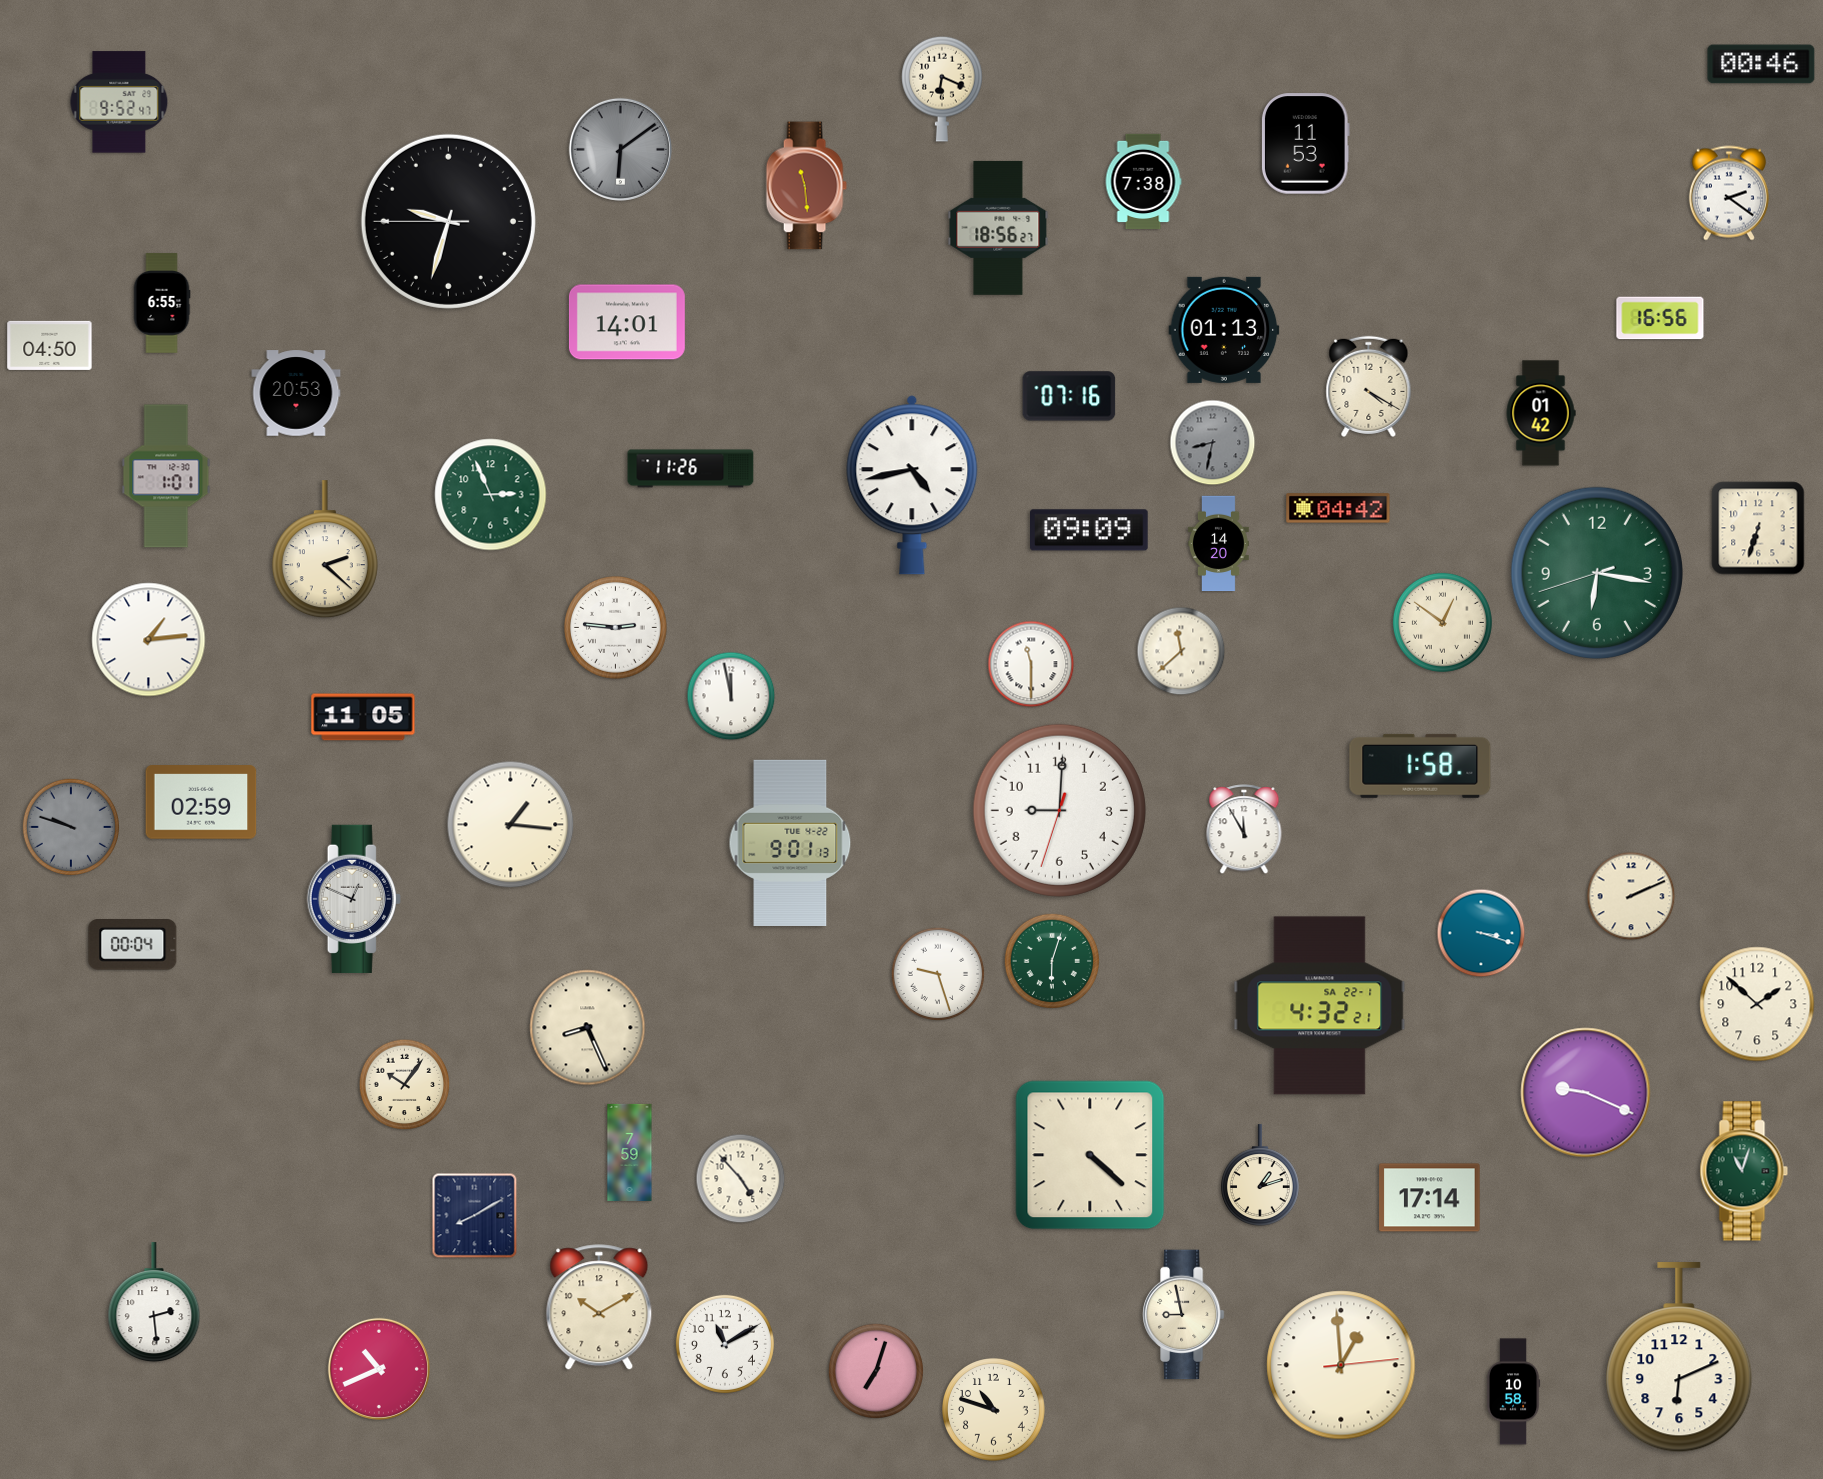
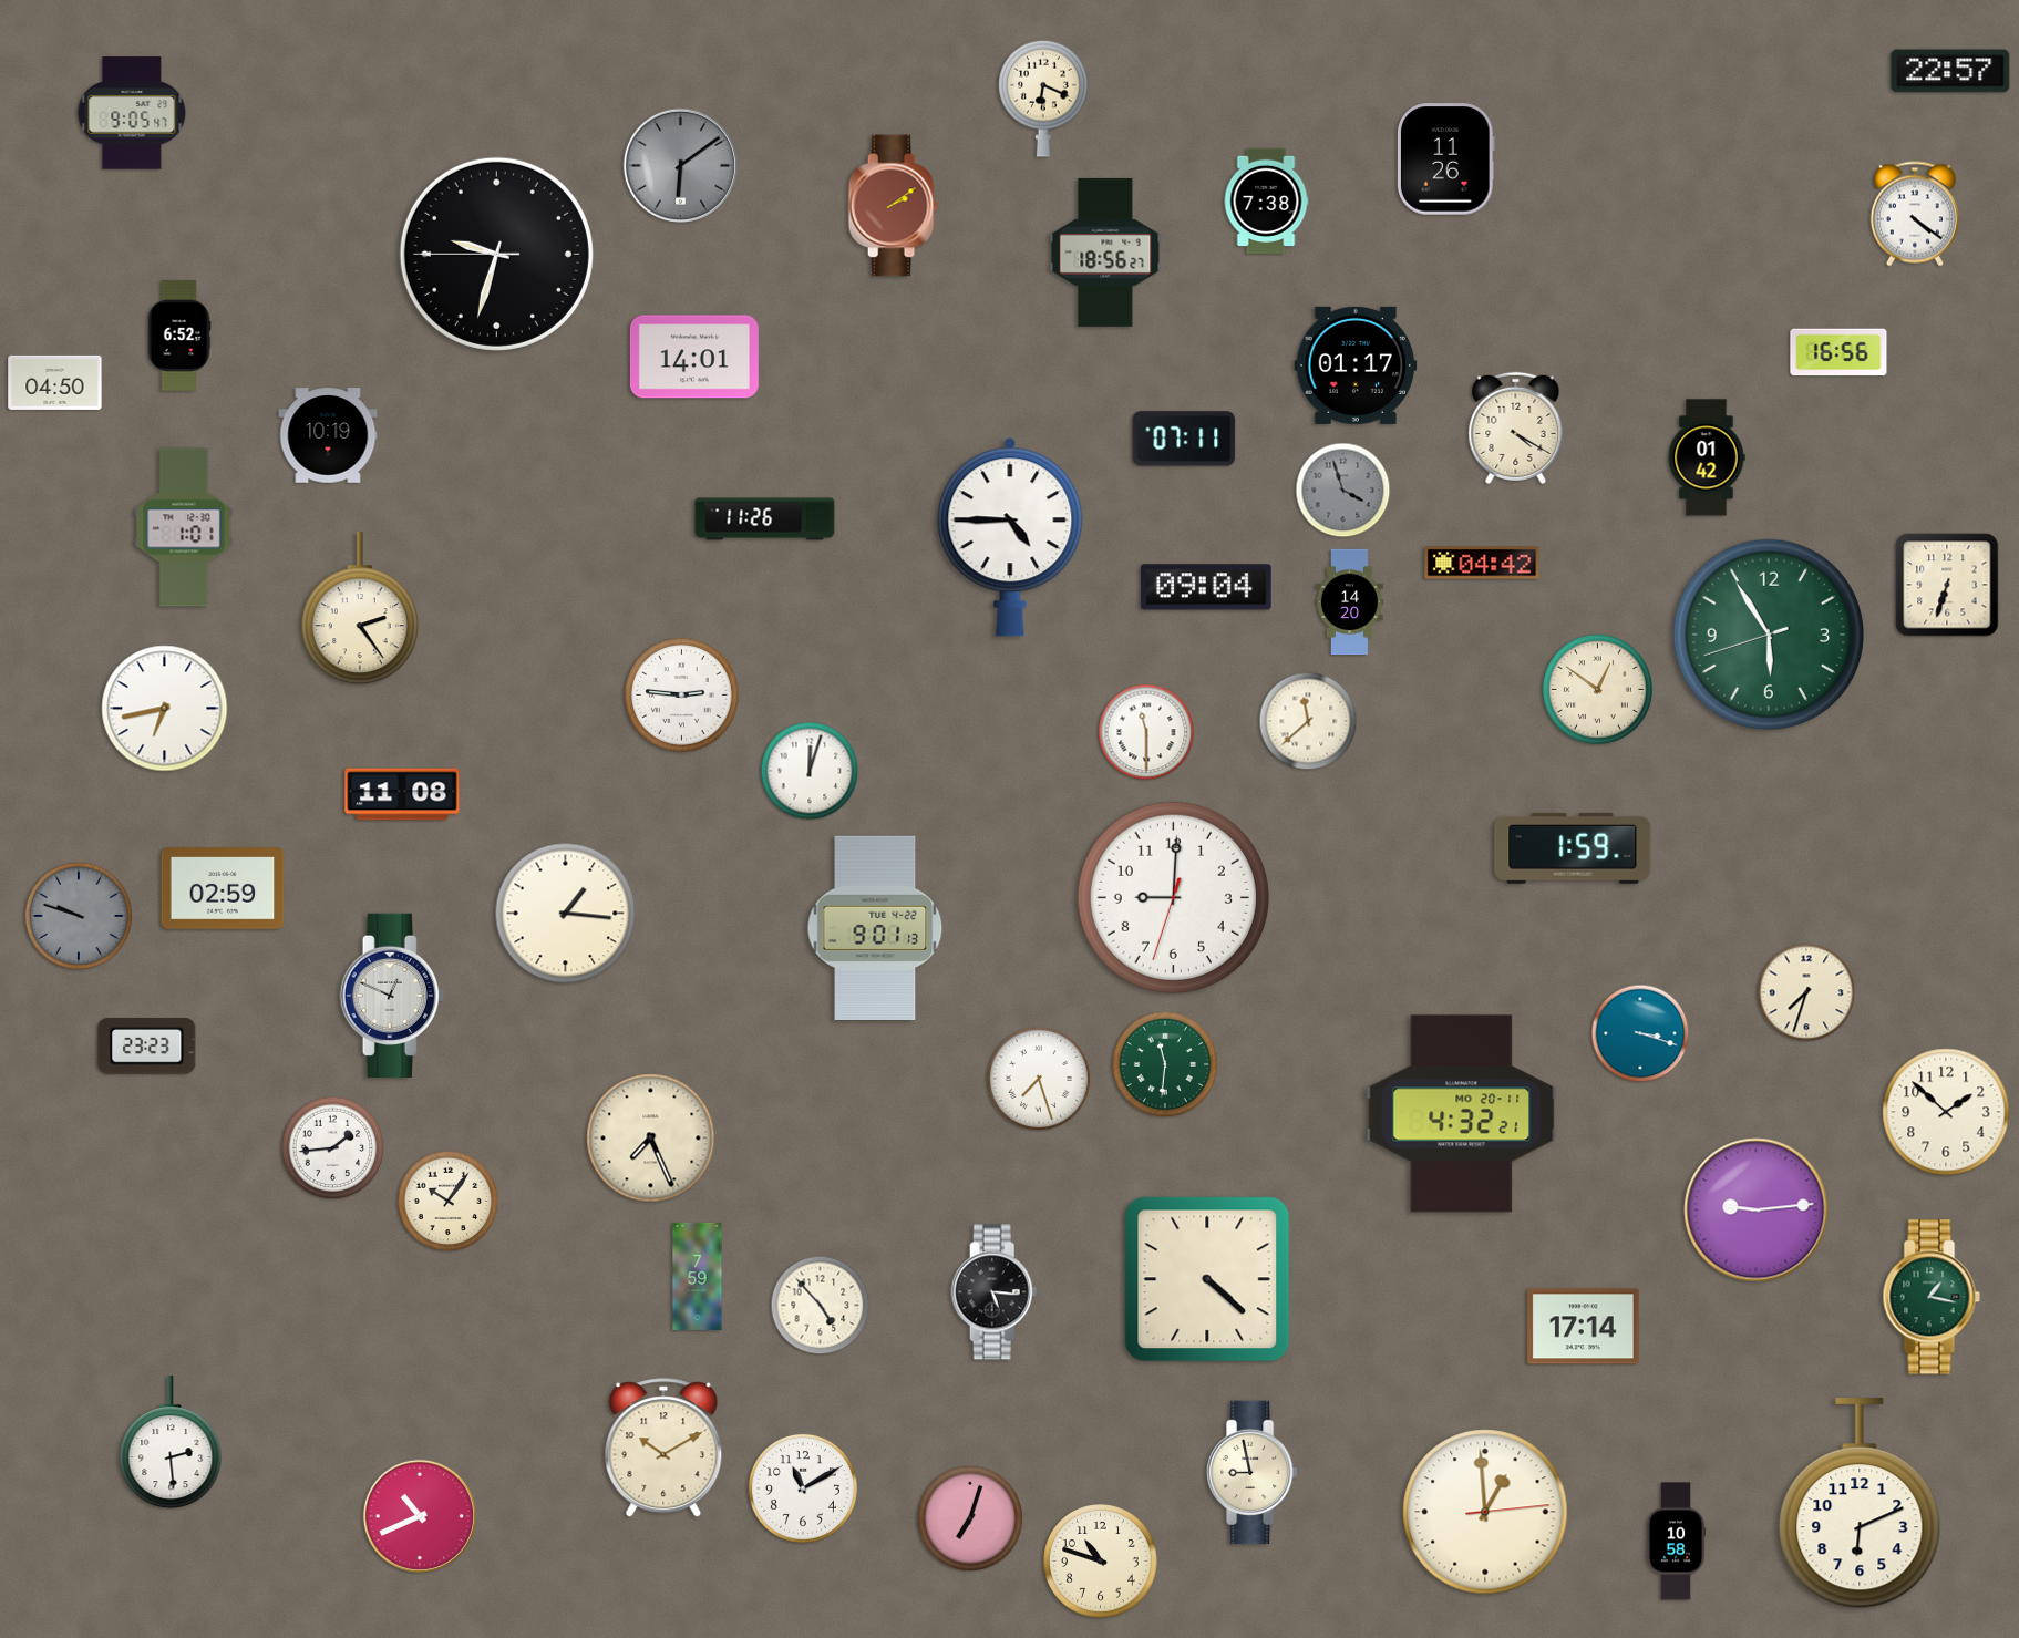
clock at (1761, 64): 00:46 -> 22:57
clock at (119, 102): 9:52 -> 9:05
clock at (1305, 144): 11:53 -> 11:26
clock at (620, 149) position: (620, 149) -> (680, 165)
clock at (806, 186): 11:29 -> 2:09
clock at (1729, 193): 2:21 -> 4:21
clock at (448, 221) position: (448, 221) -> (496, 254)
clock at (162, 303): 6:55 -> 6:52
clock at (1224, 330): 01:13 -> 01:17
clock at (296, 393): 20:53 -> 10:19
clock at (1069, 396): 07:16 -> 07:11
clock at (1213, 443): 8:32 -> 3:57
clock at (912, 485): 4:43 -> 4:45
clock at (491, 495): 2:56 -> none
clock at (1090, 530): 09:09 -> 09:04
clock at (325, 550): 2:22 -> 2:24
clock at (1597, 573): 6:16 -> 5:54
clock at (149, 640): 1:14 -> 6:43
clock at (1031, 664) position: (1031, 664) -> (1146, 732)
clock at (731, 696): 11:58 -> 12:03
clock at (363, 717): 11:05 -> 11:08
clock at (1420, 766): 1:58 -> 1:59
clock at (1244, 830): 11:55 -> none
clock at (790, 843) position: (790, 843) -> (875, 928)
clock at (1631, 896): 2:11 -> 7:33
clock at (133, 945): 00:04 -> 23:23
clock at (1051, 960): 6:03 -> 11:31
clock at (938, 974): 9:27 -> 7:27
clock at (1320, 1006) date: SA 22-1 -> MO 20-11
clock at (588, 1028): 8:26 -> 7:26
clock at (333, 1148): none -> 1:44
clock at (1586, 1093): 9:19 -> 9:14
clock at (995, 1292): none -> 5:16
clock at (1744, 1171): 11:03 -> 1:17
clock at (1260, 1175): 1:12 -> none
clock at (475, 1216): 8:10 -> none
clock at (1184, 1315) position: (1184, 1315) -> (1253, 1473)
